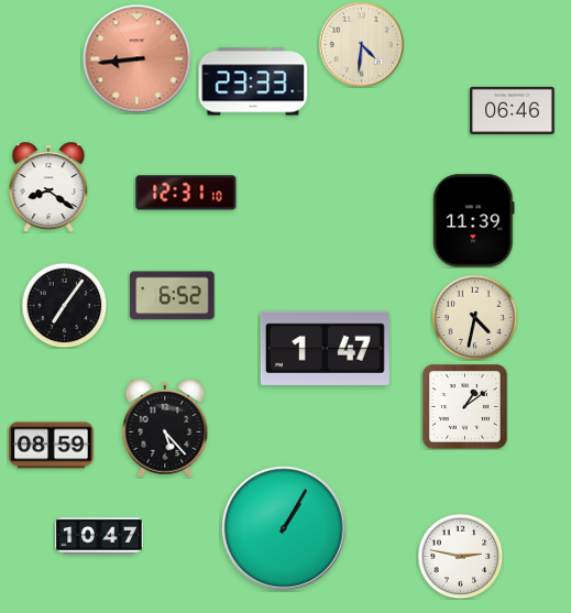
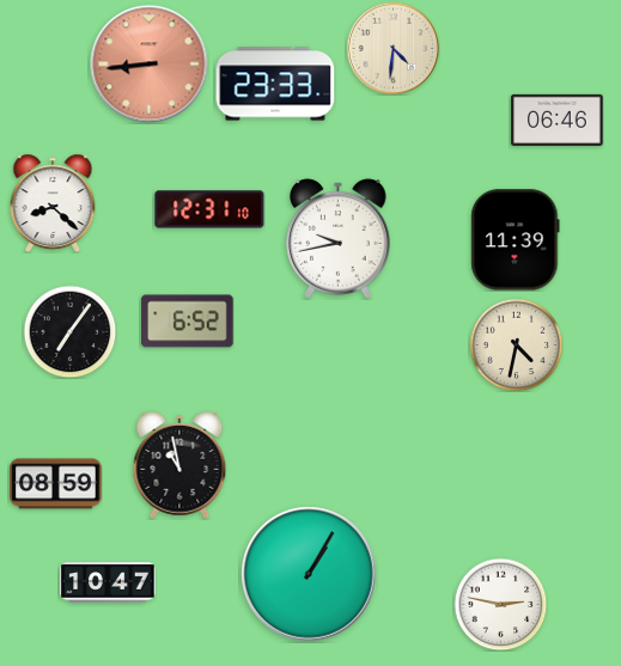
clock at (253, 81) position: (253, 81) -> (275, 84)
clock at (48, 187): 8:21 -> 8:22
clock at (186, 193) position: (186, 193) -> (209, 209)
clock at (339, 239): none -> 9:43
clock at (325, 348): 1:47 -> none
clock at (465, 407): 1:09 -> none
clock at (165, 428): 5:23 -> 10:58
